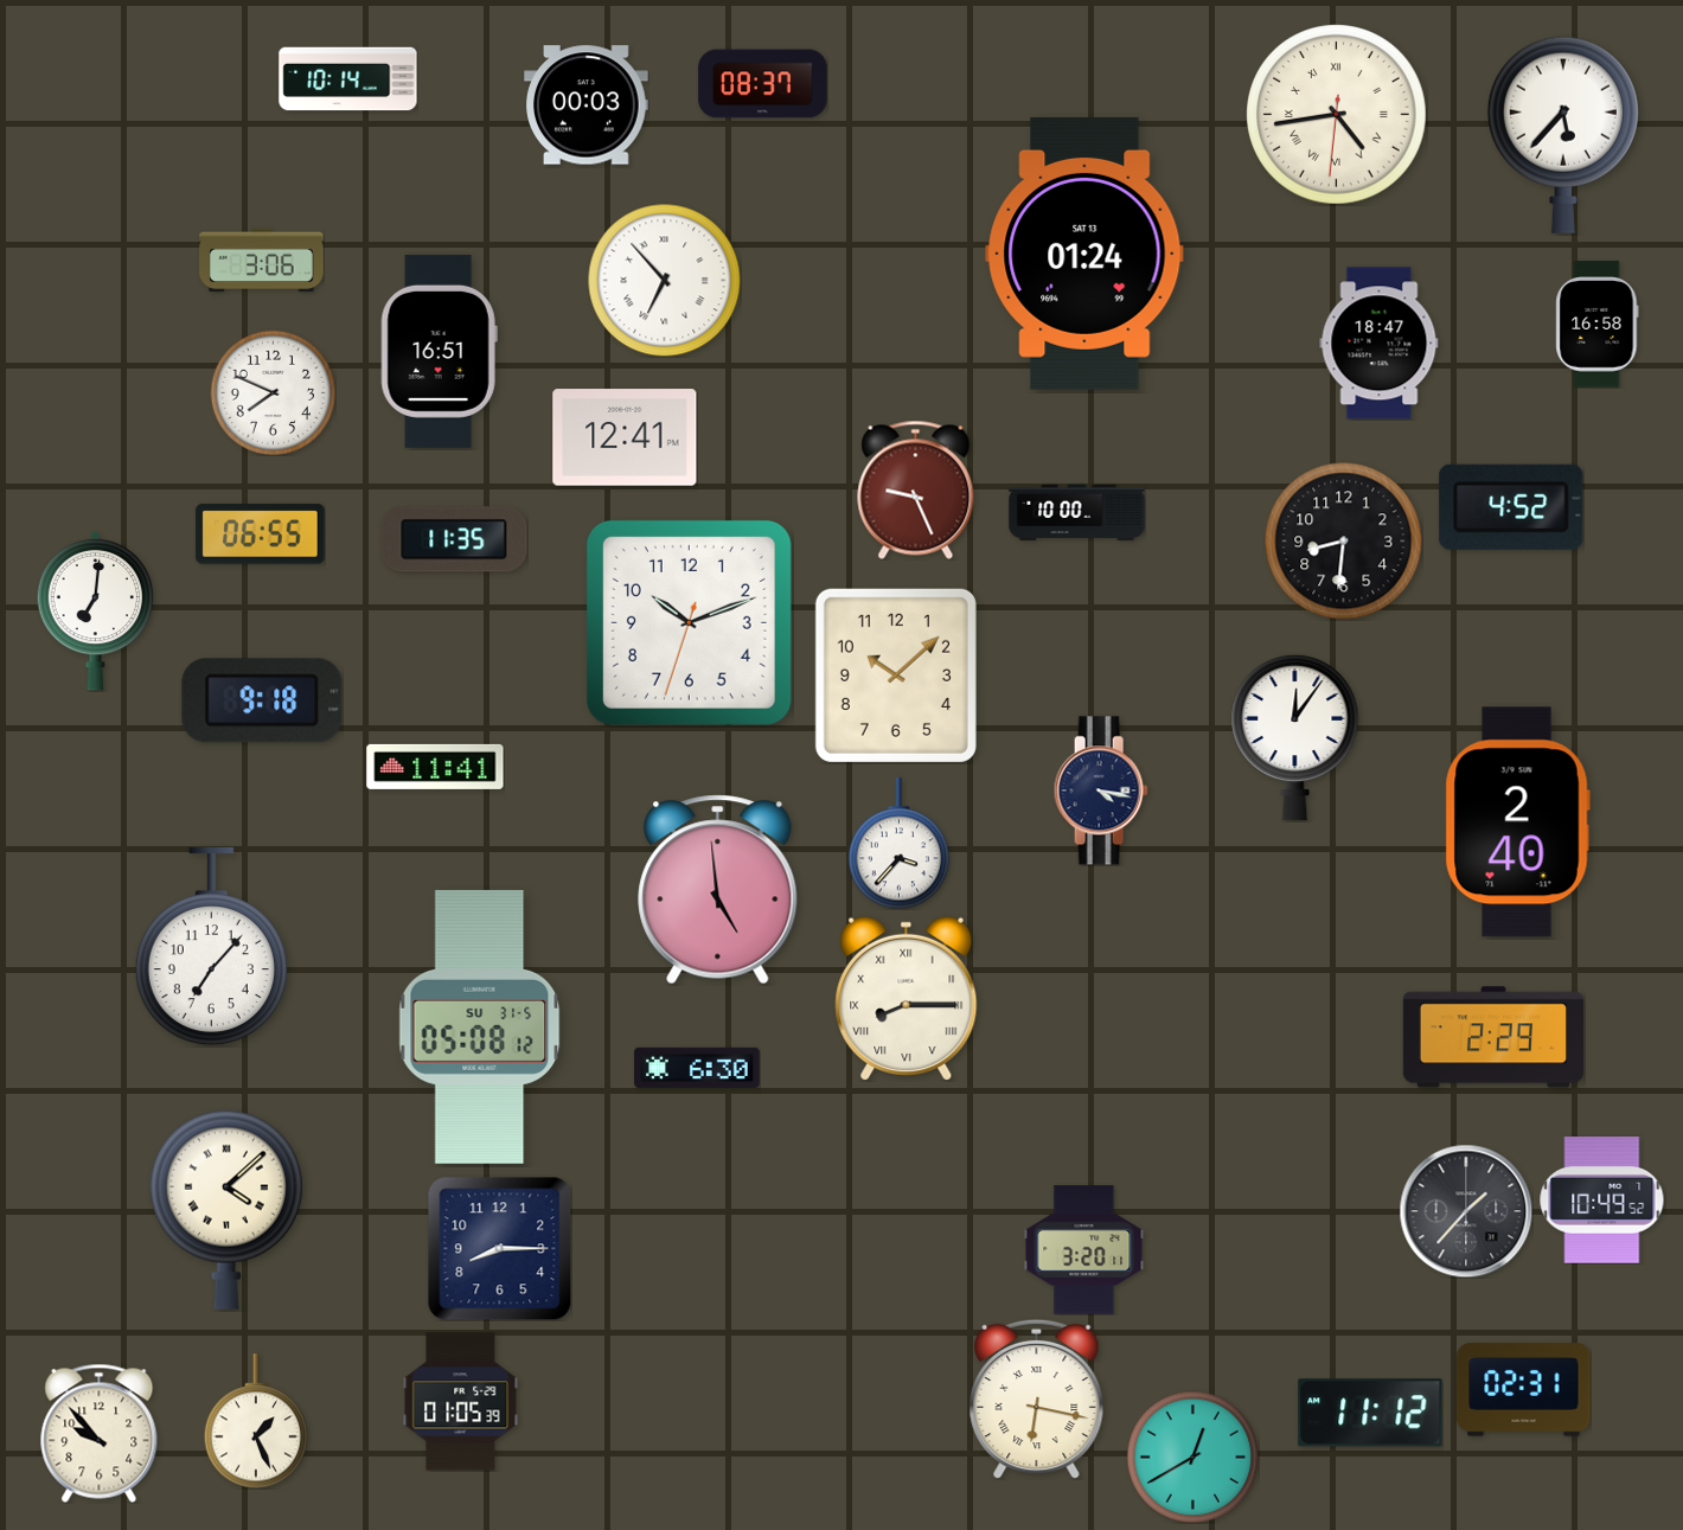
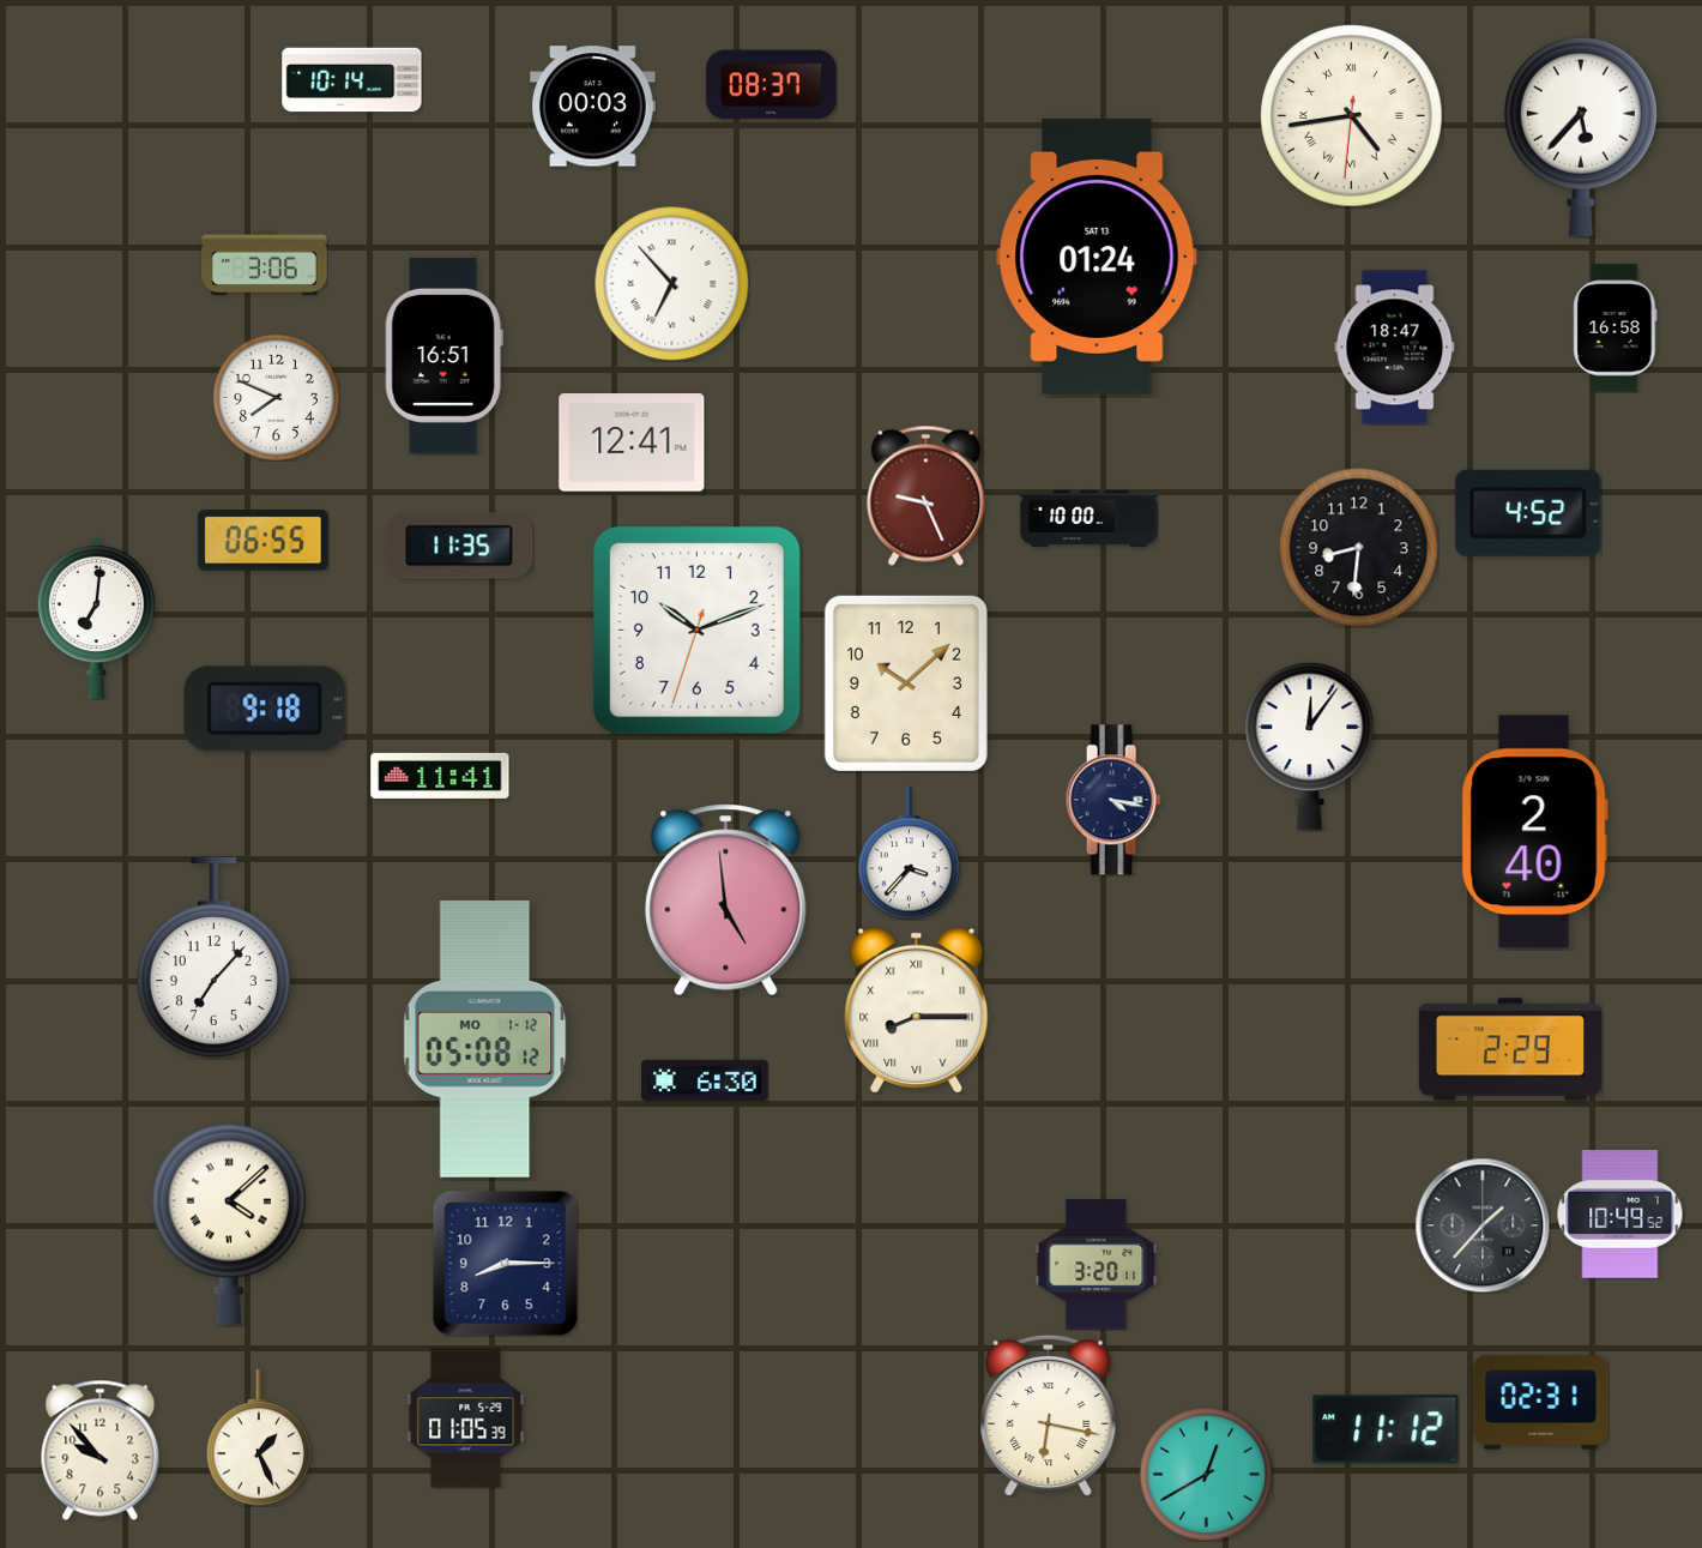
clock at (480, 1026) date: SU 31-5 -> MO 1-12
clock at (1524, 1390) position: (1524, 1390) -> (1541, 1403)
